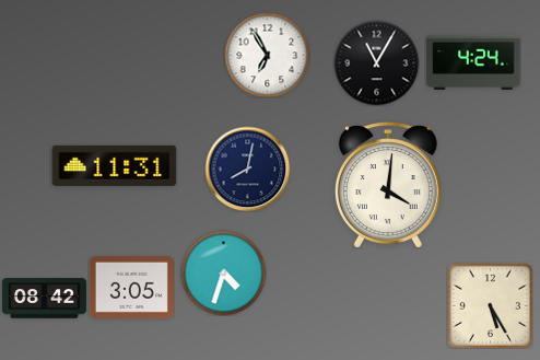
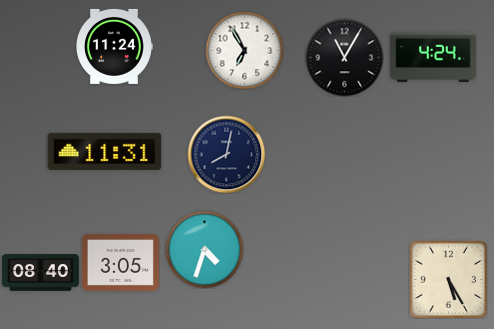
clock at (115, 46): none -> 11:24
clock at (388, 185): 4:01 -> none
clock at (44, 299): 08:42 -> 08:40
